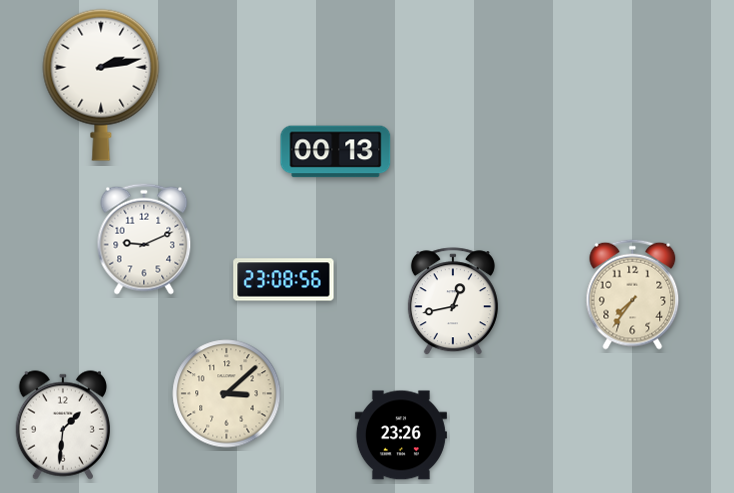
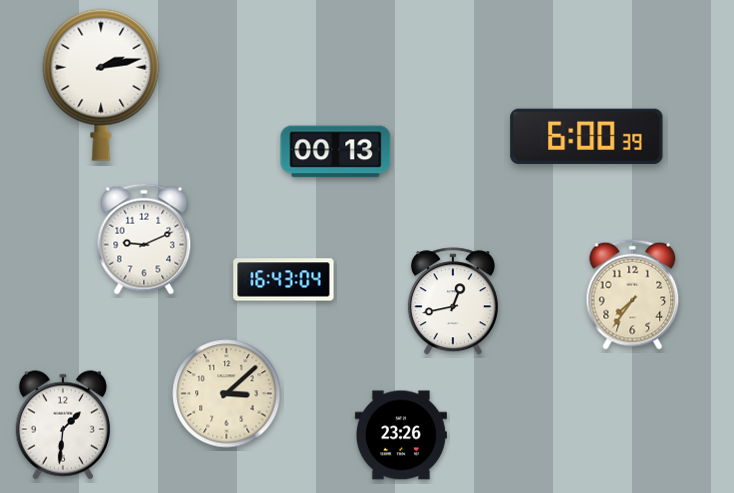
clock at (587, 136): none -> 6:00
clock at (284, 280): 23:08 -> 16:43
